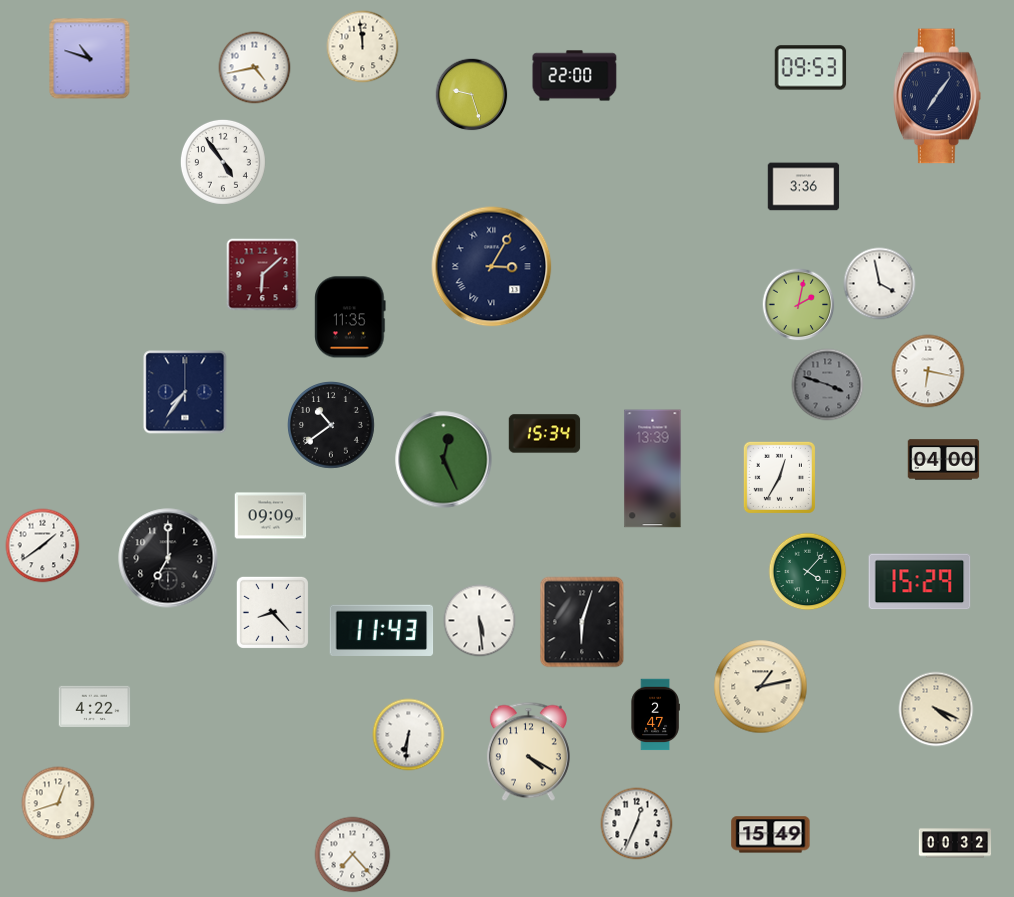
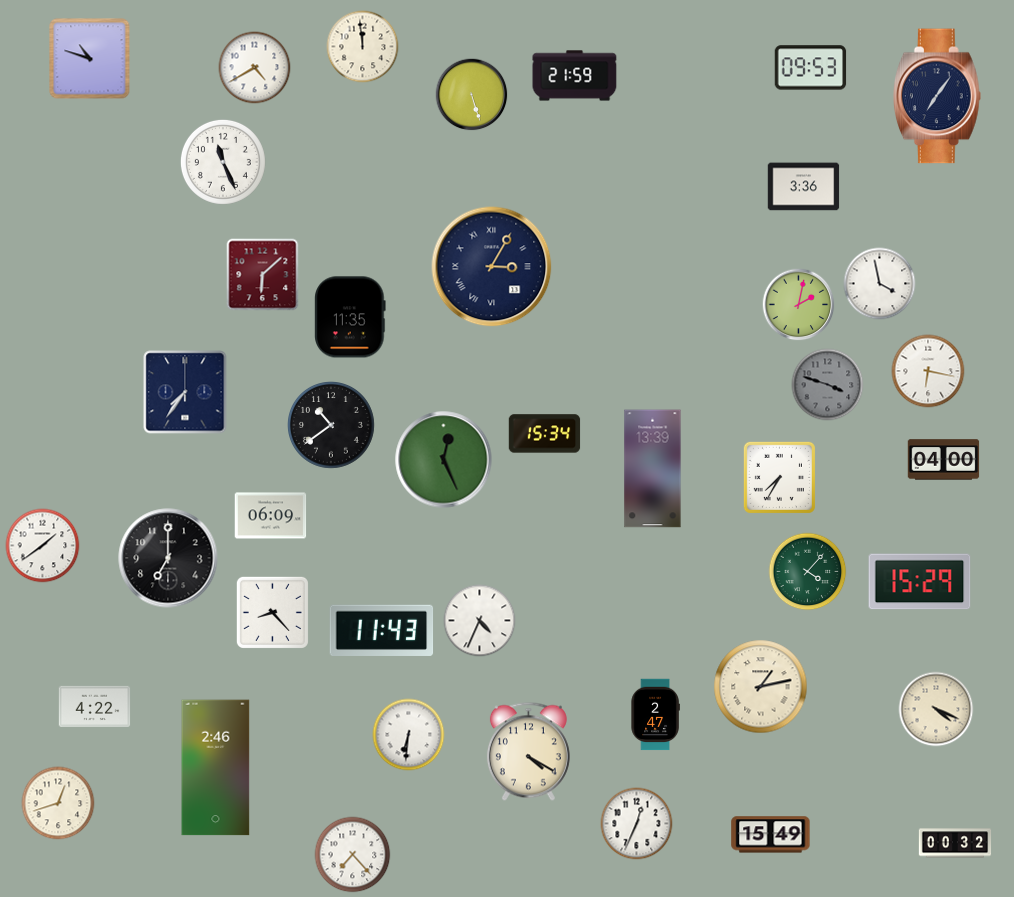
clock at (255, 68): 4:43 -> 4:40
clock at (575, 76): 22:00 -> 21:59
clock at (472, 95): 9:27 -> 5:27
clock at (223, 162): 4:54 -> 11:26
clock at (779, 477): 12:35 -> 7:35
clock at (271, 516): 09:09 -> 06:09
clock at (480, 621): 5:29 -> 4:34
clock at (582, 622): 6:03 -> none
clock at (216, 768): none -> 2:46
